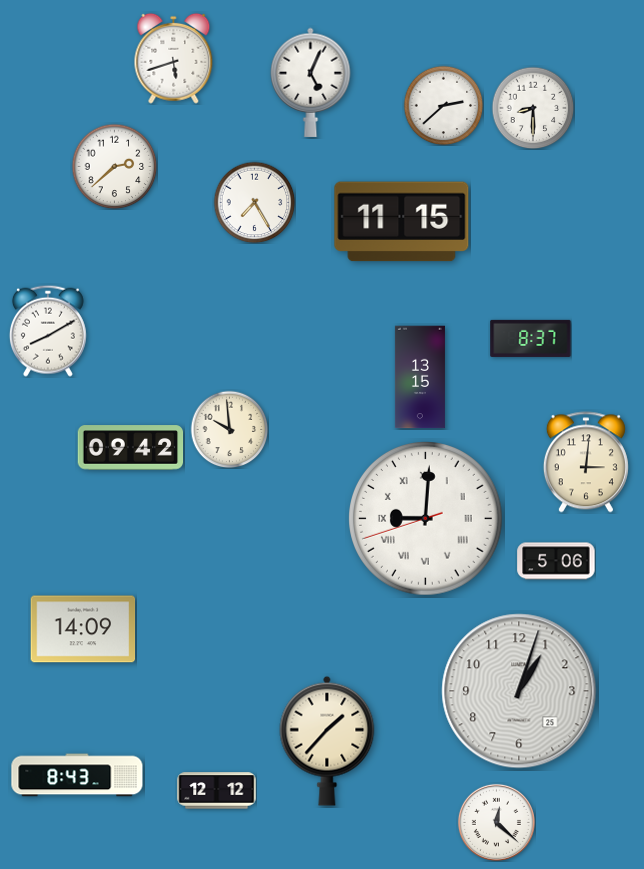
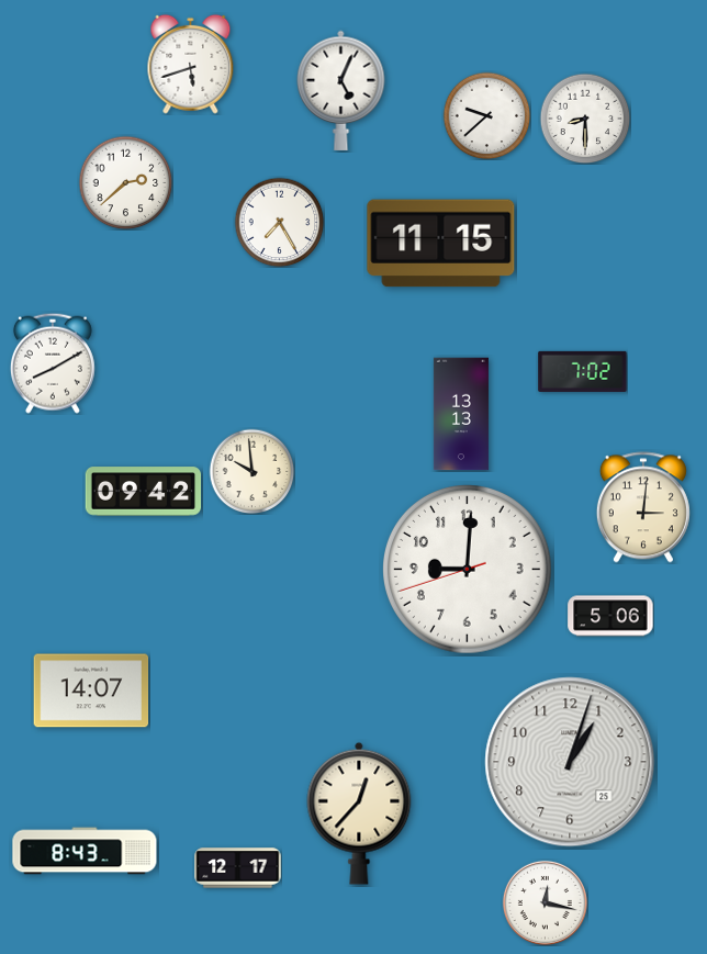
clock at (443, 105): 2:38 -> 9:38
clock at (531, 338): 8:37 -> 7:02
clock at (420, 377): 13:15 -> 13:13
clock at (426, 519) numerals: Roman -> Arabic
clock at (83, 629): 14:09 -> 14:07
clock at (519, 691) position: (519, 691) -> (570, 762)
clock at (327, 741): 1:37 -> 12:37
clock at (217, 791): 12:12 -> 12:17
clock at (496, 822): 12:22 -> 12:17
